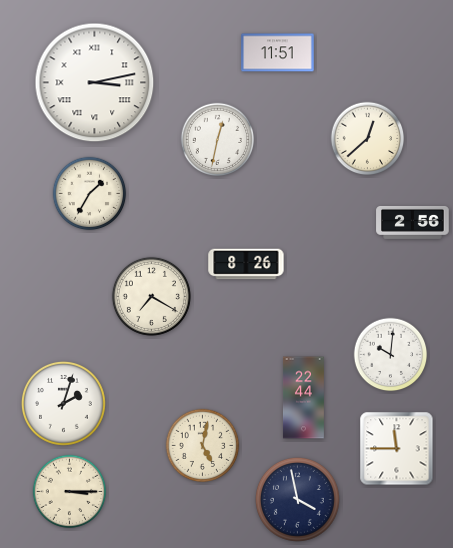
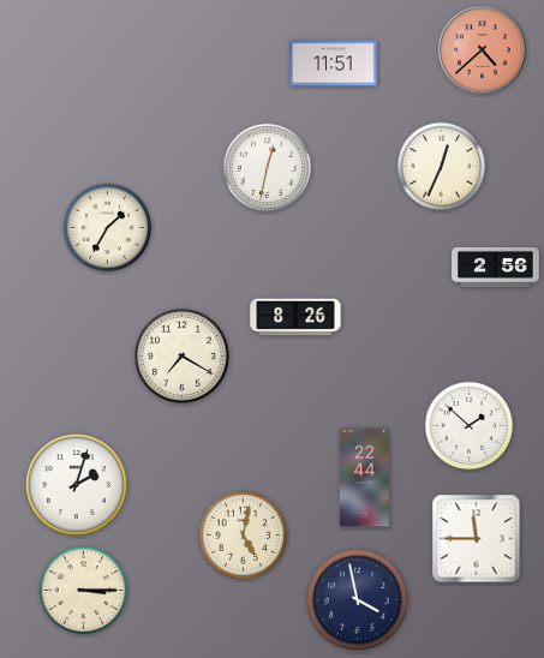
clock at (482, 49): none -> 4:38
clock at (95, 83): 3:13 -> none
clock at (368, 139): 12:38 -> 12:34
clock at (218, 140) position: (218, 140) -> (268, 168)
clock at (90, 194) position: (90, 194) -> (108, 228)
clock at (391, 355): 10:01 -> 1:52
